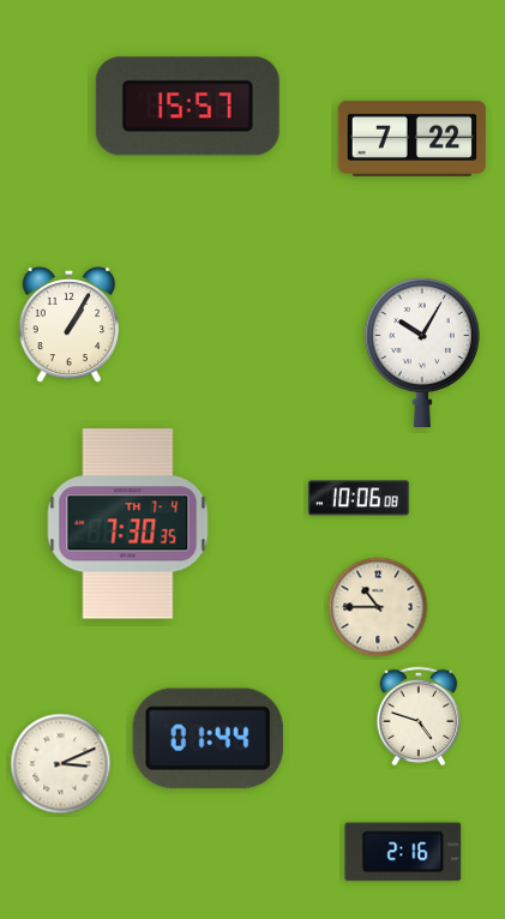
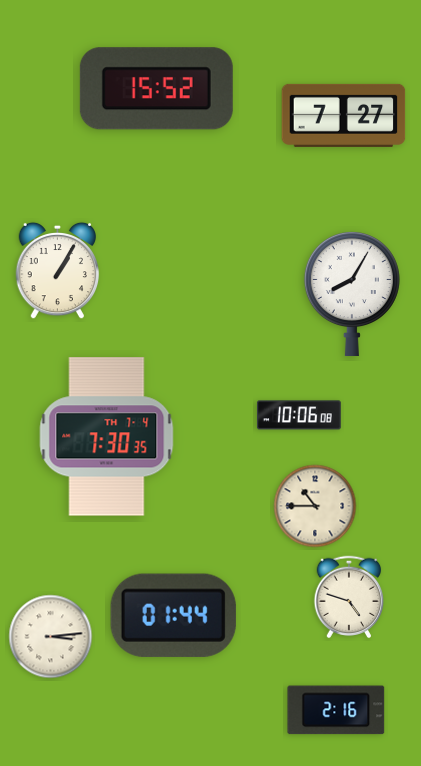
clock at (187, 107): 15:57 -> 15:52
clock at (413, 138): 7:22 -> 7:27
clock at (422, 353): 10:05 -> 8:05
clock at (61, 764): 3:11 -> 3:14
